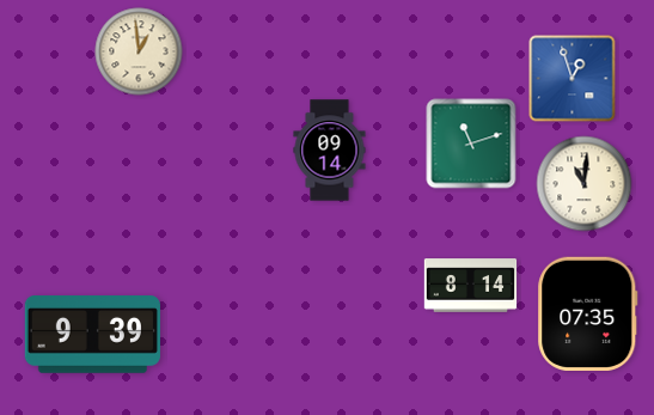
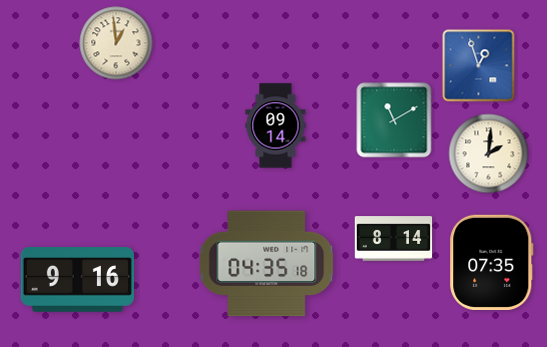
clock at (471, 144): 11:12 -> 11:10
clock at (585, 184): 11:01 -> 2:01
clock at (267, 264): none -> 04:35
clock at (92, 335): 9:39 -> 9:16
